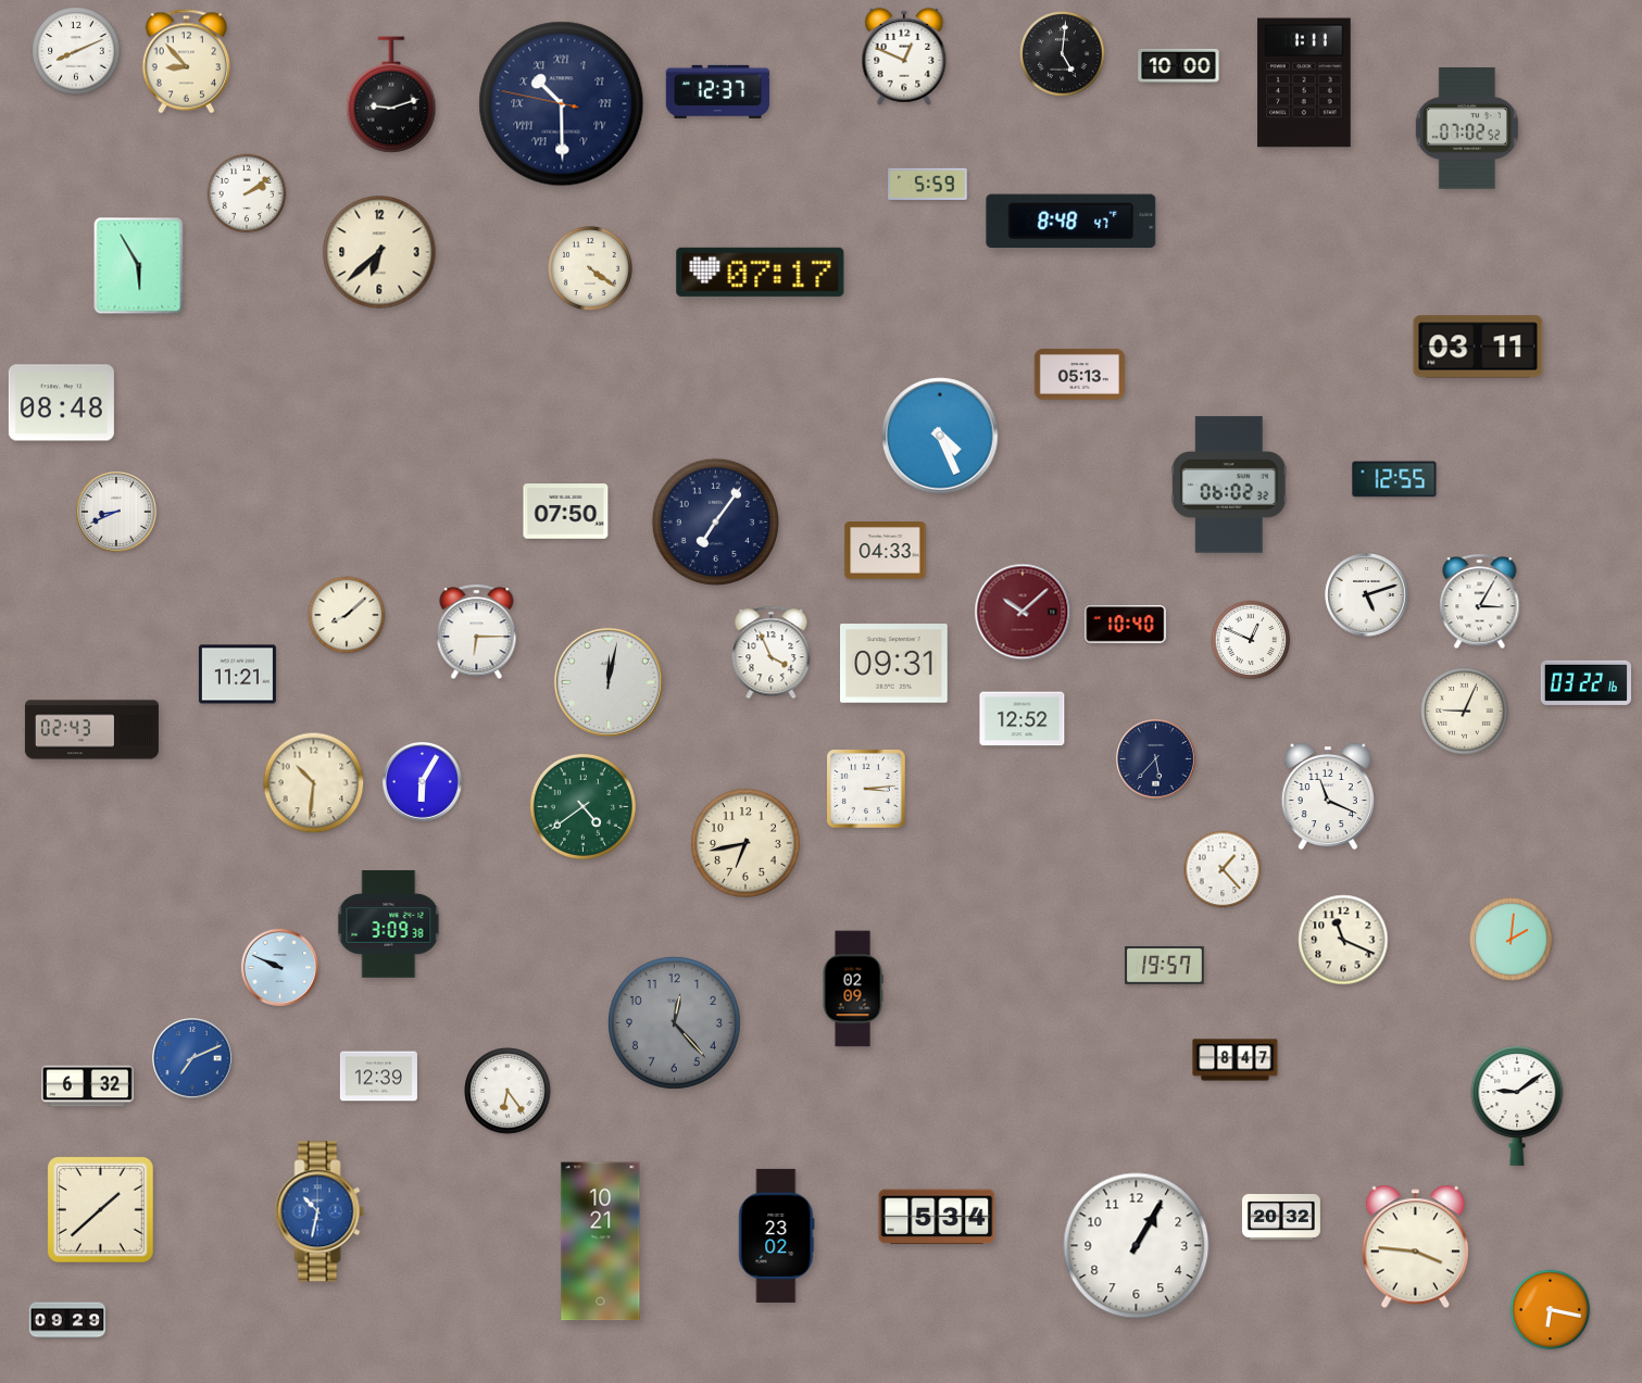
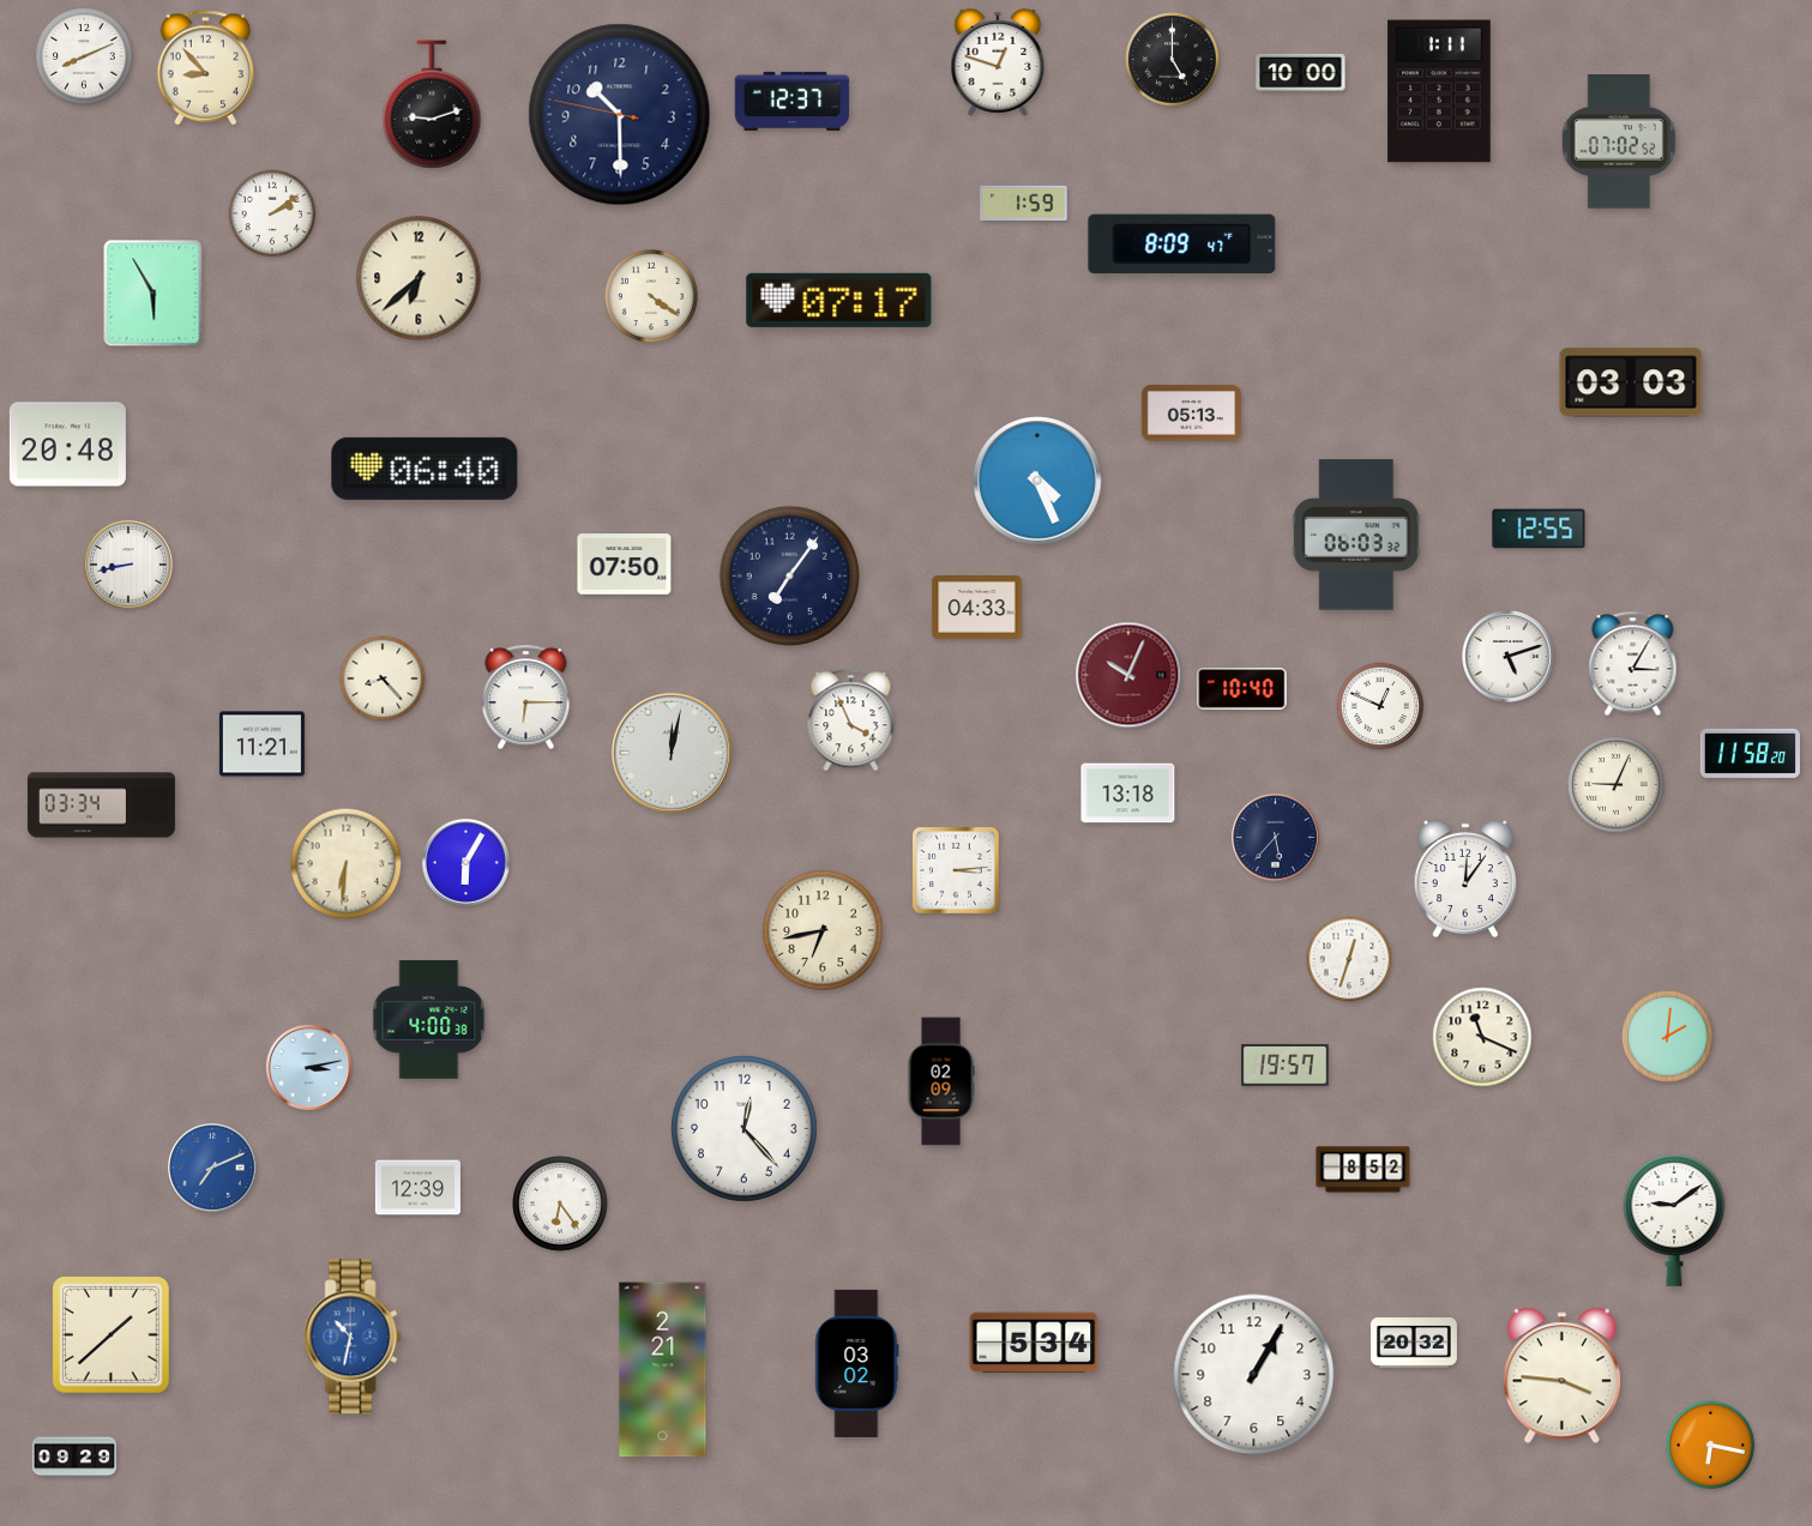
clock at (1063, 54): 5:01 -> 5:00
clock at (904, 56): 12:49 -> 12:48
clock at (562, 104) numerals: Roman -> Arabic
clock at (928, 184): 5:59 -> 1:59
clock at (1071, 221): 8:48 -> 8:09
clock at (1478, 347): 03:11 -> 03:03
clock at (61, 403): 08:48 -> 20:48
clock at (425, 469): none -> 06:40
clock at (1229, 485): 06:02 -> 06:03
clock at (117, 513): 8:41 -> 8:43
clock at (1023, 612): 10:08 -> 10:04
clock at (347, 615): 8:08 -> 8:23
clock at (894, 664): 09:31 -> none
clock at (1585, 682): 03:22 -> 11:58
clock at (1023, 719): 12:52 -> 13:18
clock at (91, 730): 02:43 -> 03:34
clock at (314, 783): 10:31 -> 6:31
clock at (1328, 796): 11:19 -> 12:06
clock at (582, 806): 4:39 -> none
clock at (1223, 869): 1:23 -> 12:33
clock at (389, 925): 3:09 -> 4:00
clock at (279, 967): 9:49 -> 3:13
clock at (853, 989) position: (853, 989) -> (941, 1081)
clock at (674, 1022) dial: grey -> white
clock at (1236, 1060): 8:47 -> 8:52
clock at (87, 1086): 6:32 -> none
clock at (777, 1235): 23:02 -> 03:02
clock at (601, 1242): 10:21 -> 2:21
